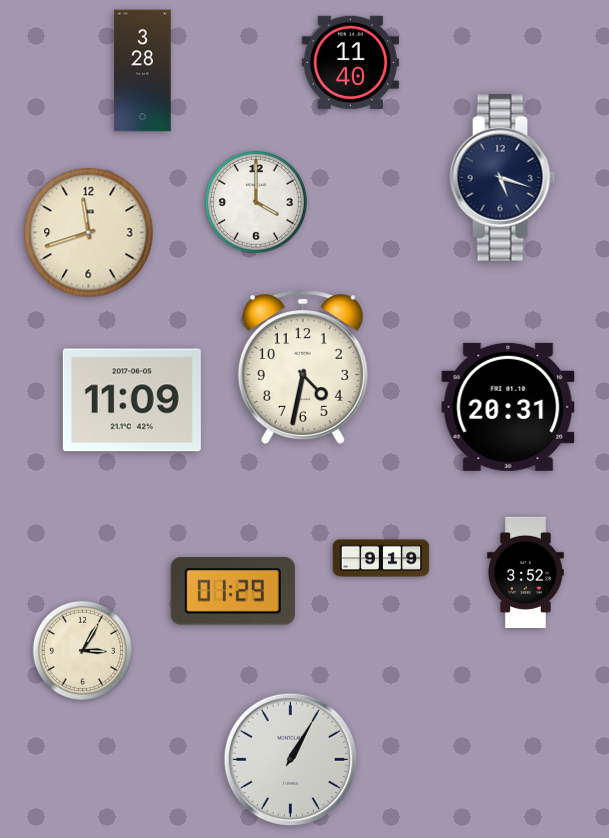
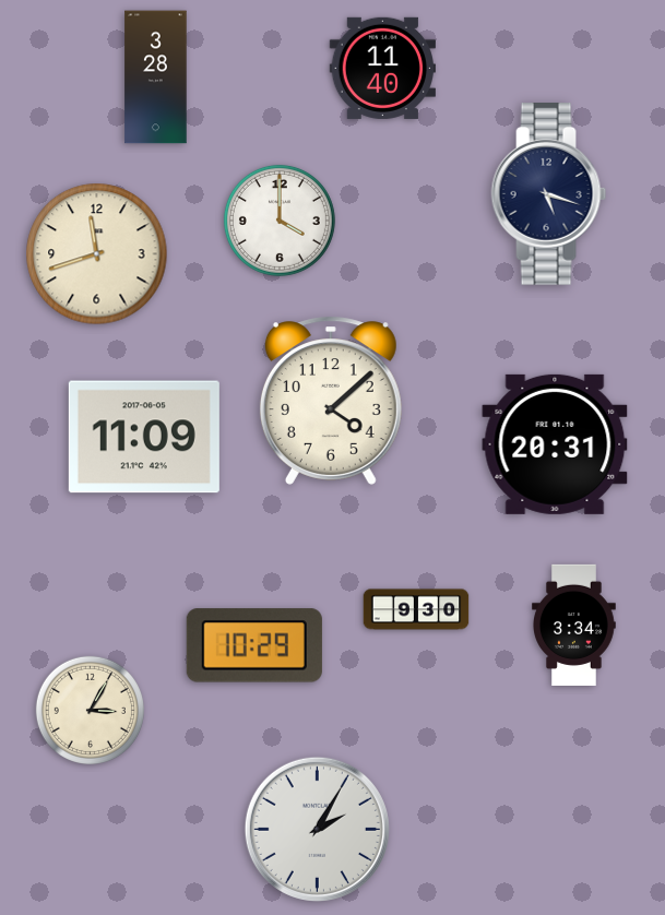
clock at (303, 367): 4:32 -> 4:08
clock at (381, 558): 9:19 -> 9:30
clock at (526, 572): 3:52 -> 3:34
clock at (233, 591): 01:29 -> 10:29
clock at (290, 759): 1:05 -> 2:05
